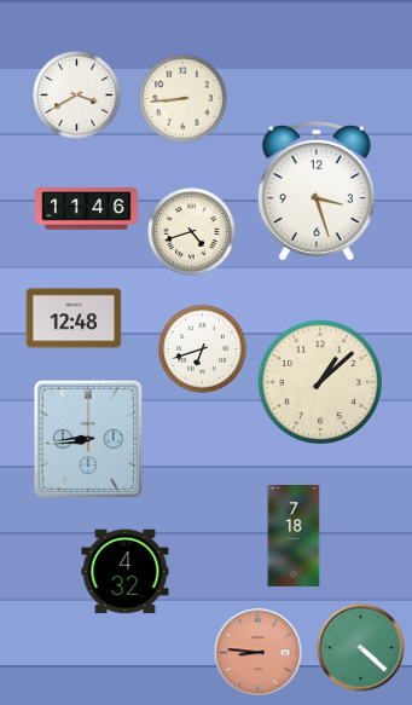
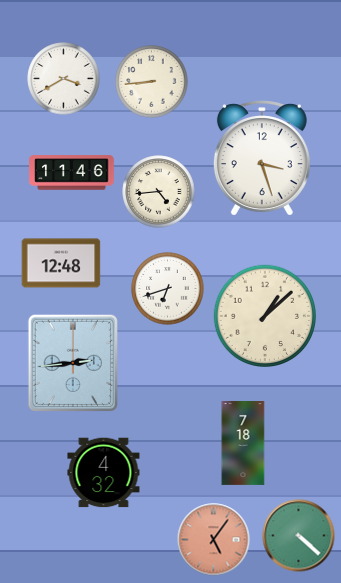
clock at (192, 232): 4:42 -> 4:44
clock at (87, 438): 8:44 -> 2:44
clock at (259, 653): 8:46 -> 5:06
